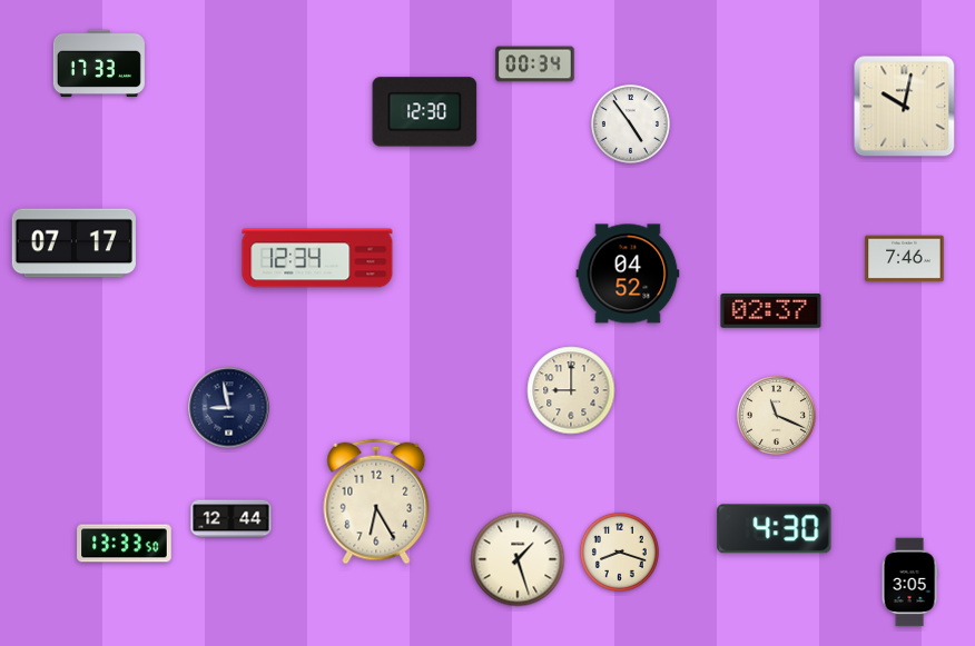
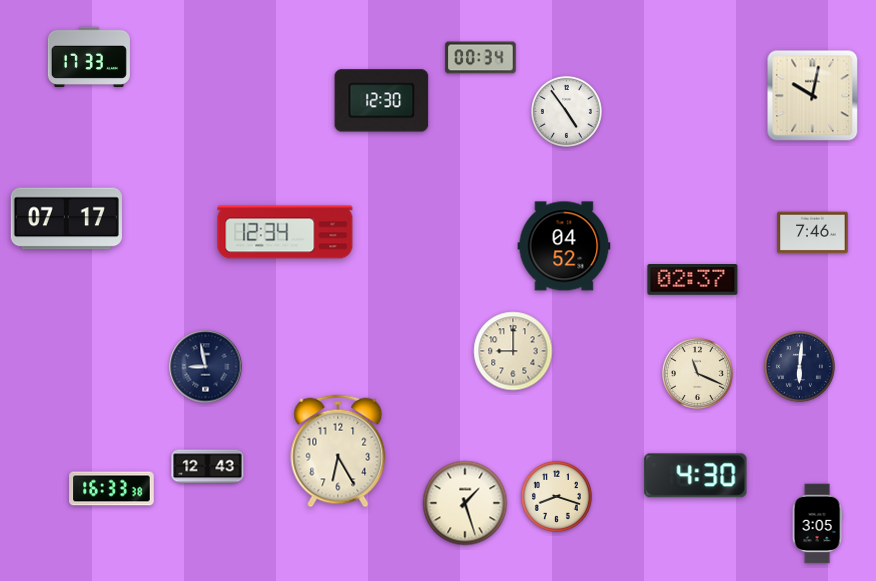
clock at (799, 366): none -> 6:01
clock at (232, 519): 12:44 -> 12:43
clock at (125, 544): 13:33 -> 16:33
